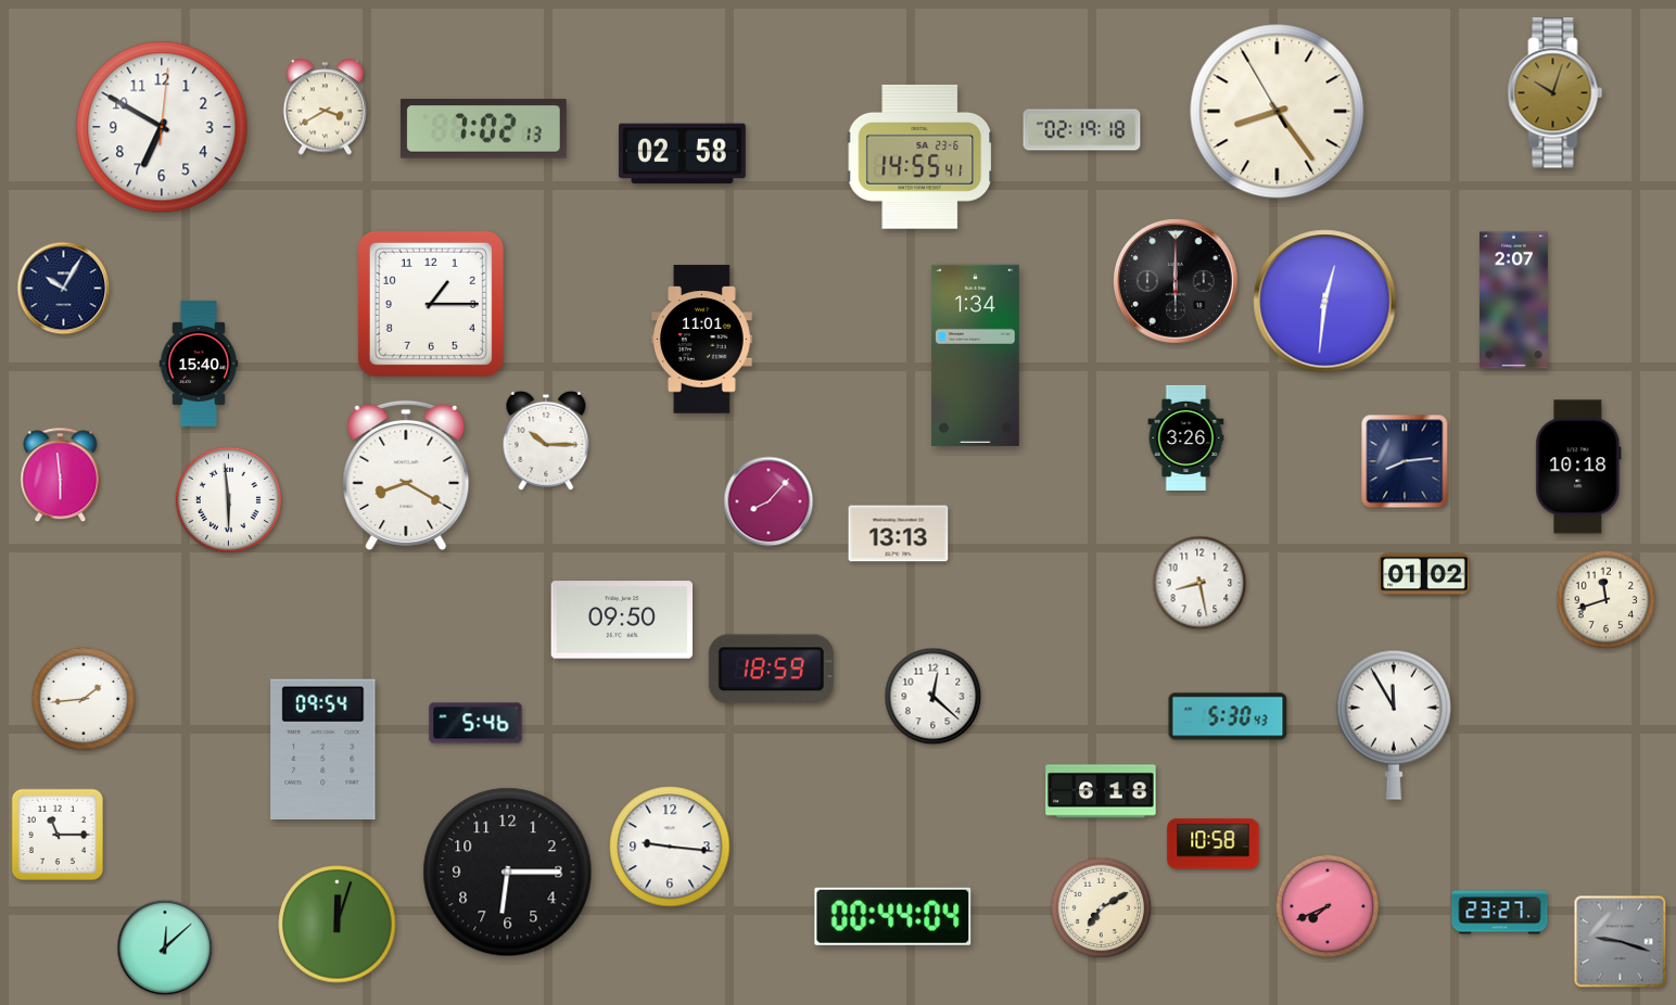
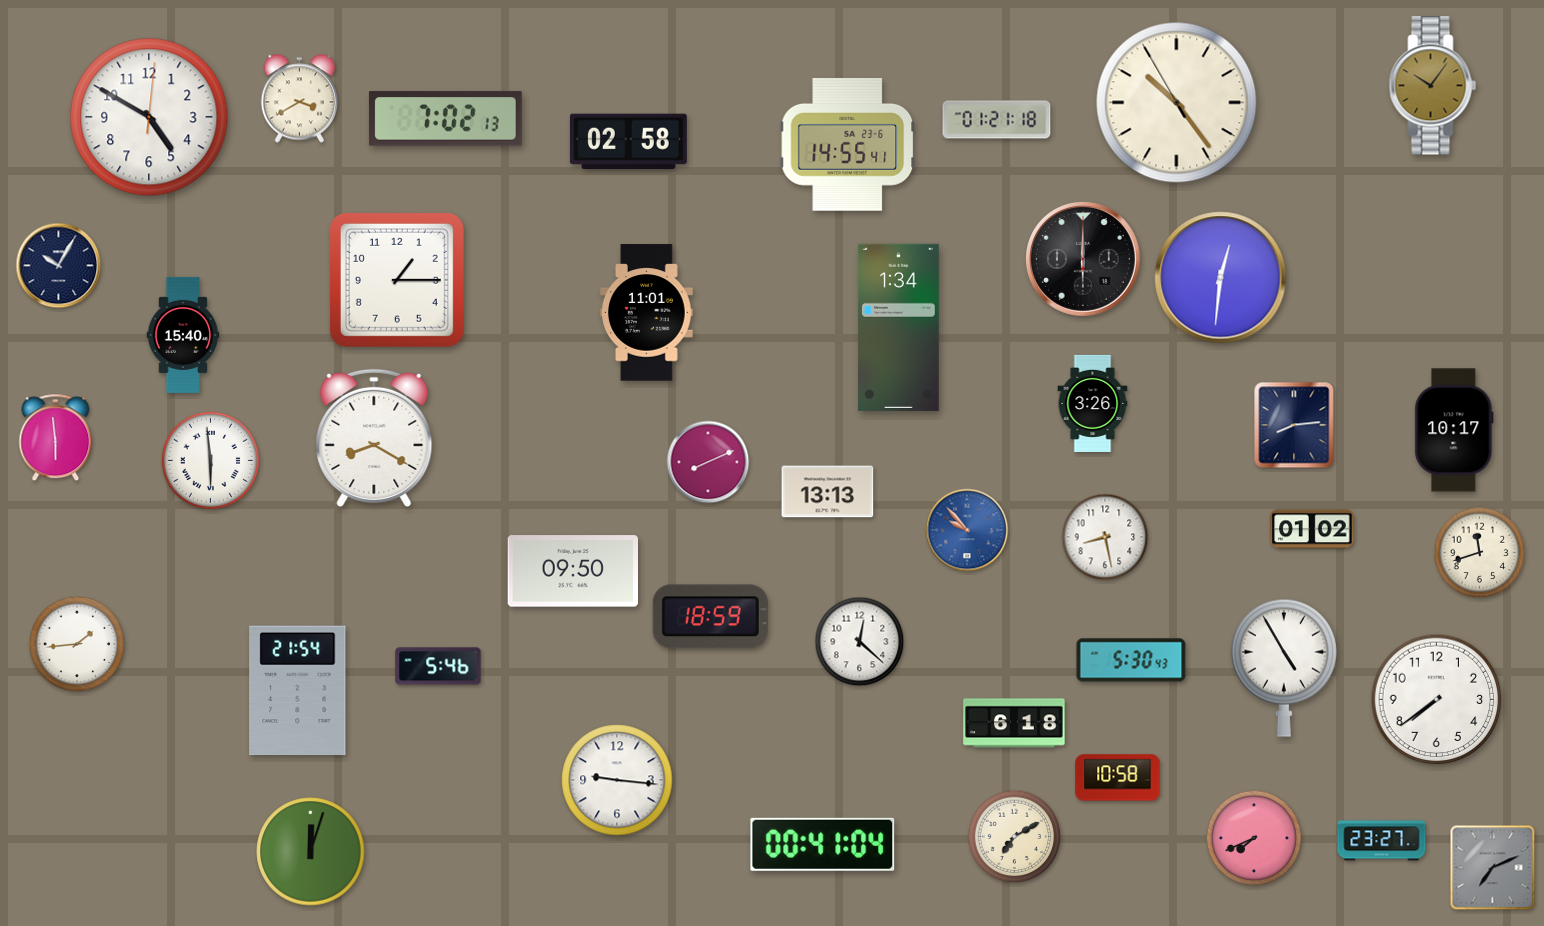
clock at (1556, 93): 10:03 -> 10:06
clock at (1278, 112): 8:23 -> 10:23
clock at (162, 127): 6:50 -> 4:50
clock at (1082, 130): 02:19 -> 01:21
clock at (1514, 301): 2:07 -> none
clock at (546, 441): 10:15 -> none
clock at (1578, 467): 10:18 -> 10:17
clock at (769, 501): 8:07 -> 8:11
clock at (967, 530): none -> 9:53
clock at (1394, 725): 11:55 -> 4:55
clock at (323, 750): 09:54 -> 21:54
clock at (1437, 700): none -> 7:39
clock at (1101, 791) position: (1101, 791) -> (1014, 723)
clock at (56, 834): 11:15 -> none
clock at (508, 873): 6:15 -> none
clock at (1328, 906) position: (1328, 906) -> (1254, 838)
clock at (893, 916): 00:44 -> 00:41
clock at (1621, 942): 9:18 -> 7:11
clock at (165, 947): 12:08 -> none
